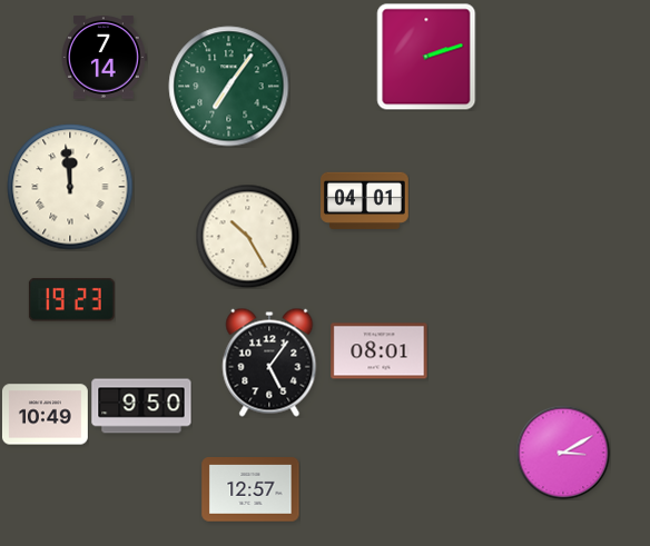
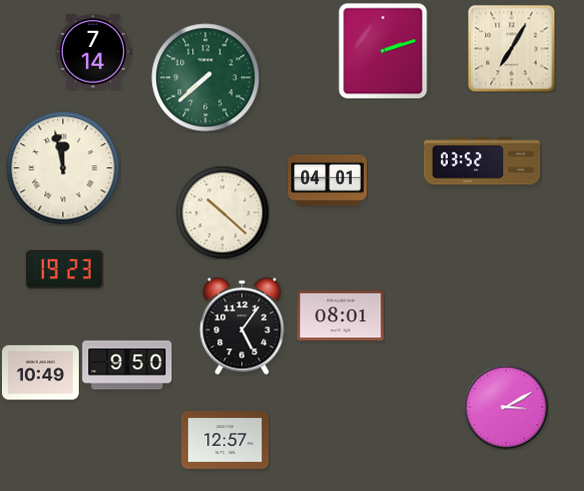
clock at (511, 48): none -> 7:05
clock at (229, 87): 7:06 -> 7:38
clock at (482, 161): none -> 03:52
clock at (70, 187): 11:59 -> 11:58
clock at (247, 236): 10:25 -> 10:22
